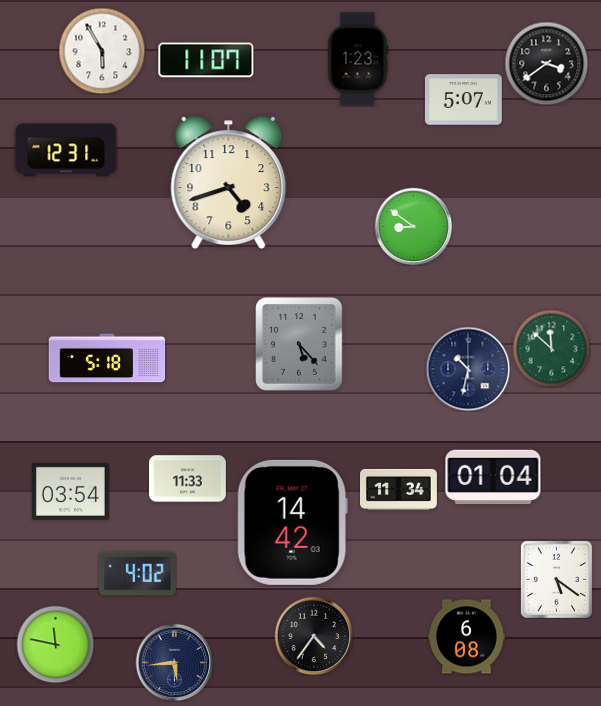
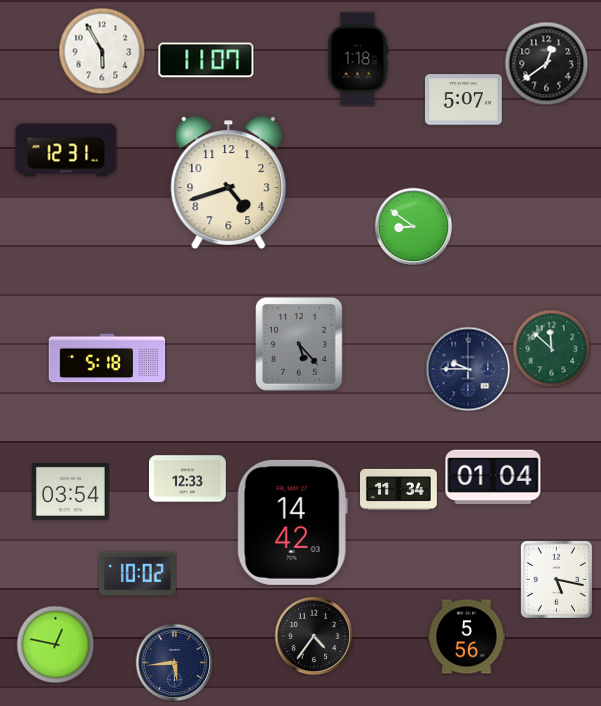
clock at (358, 59): 1:23 -> 1:18
clock at (546, 63): 3:39 -> 12:39
clock at (468, 369): 10:32 -> 9:45
clock at (187, 479): 11:33 -> 12:33
clock at (137, 574): 4:02 -> 10:02
clock at (556, 579): 5:21 -> 5:17
clock at (466, 637): 6:08 -> 5:56
clock at (55, 644): 11:47 -> 12:47
